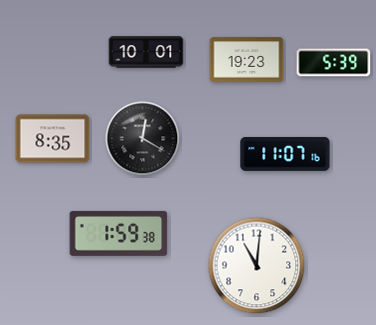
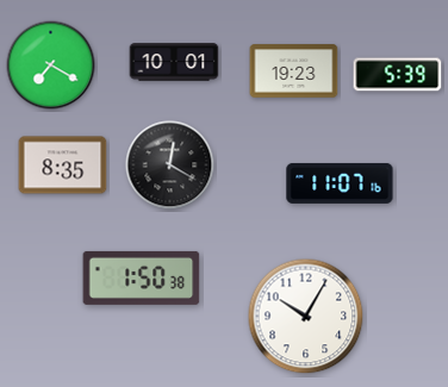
clock at (51, 65): none -> 7:20
clock at (119, 233): 1:59 -> 1:50
clock at (257, 266): 11:01 -> 10:05
